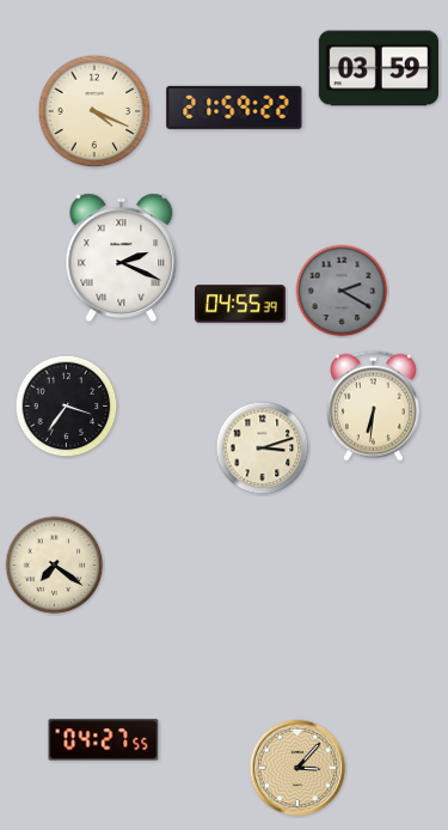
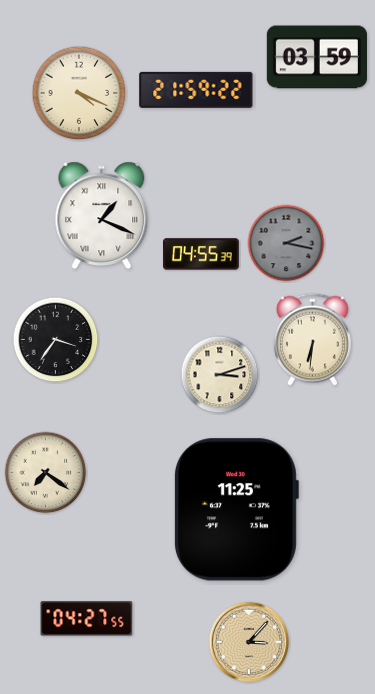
clock at (122, 257): 2:19 -> 1:19
clock at (342, 291): 2:20 -> 2:17
clock at (236, 510): none -> 11:25
